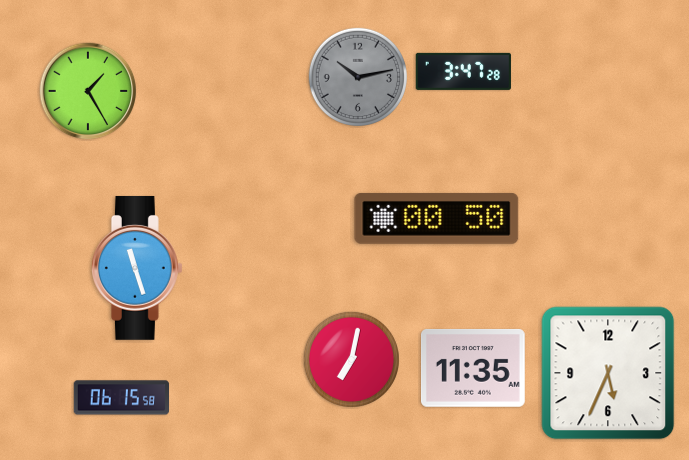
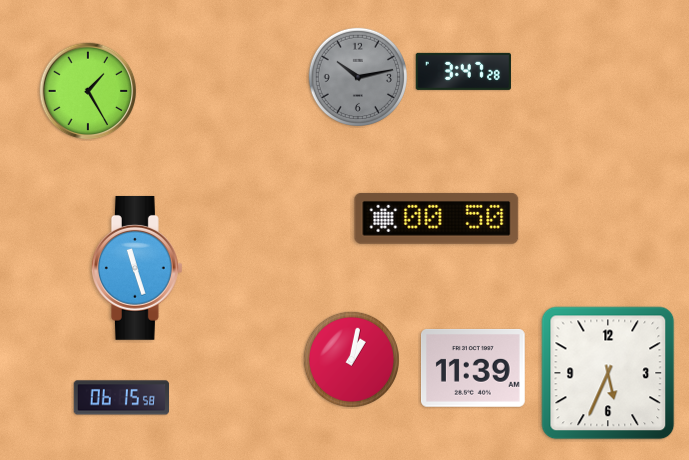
clock at (351, 359): 7:02 -> 1:02
clock at (473, 368): 11:35 -> 11:39
